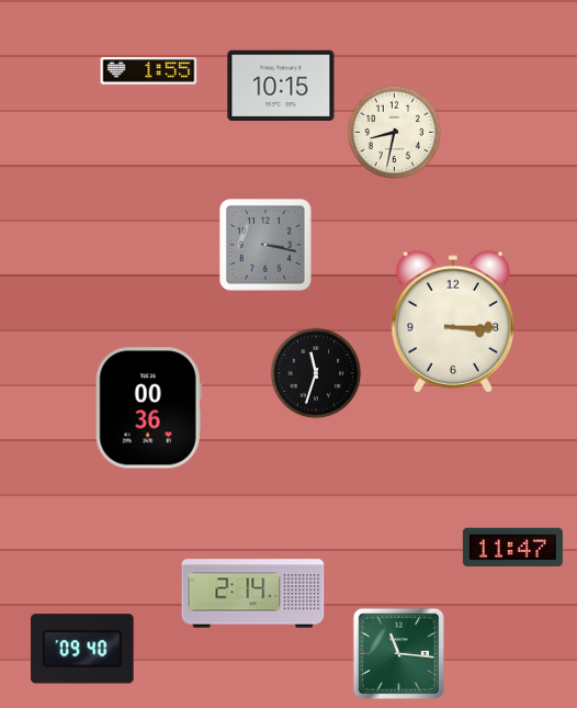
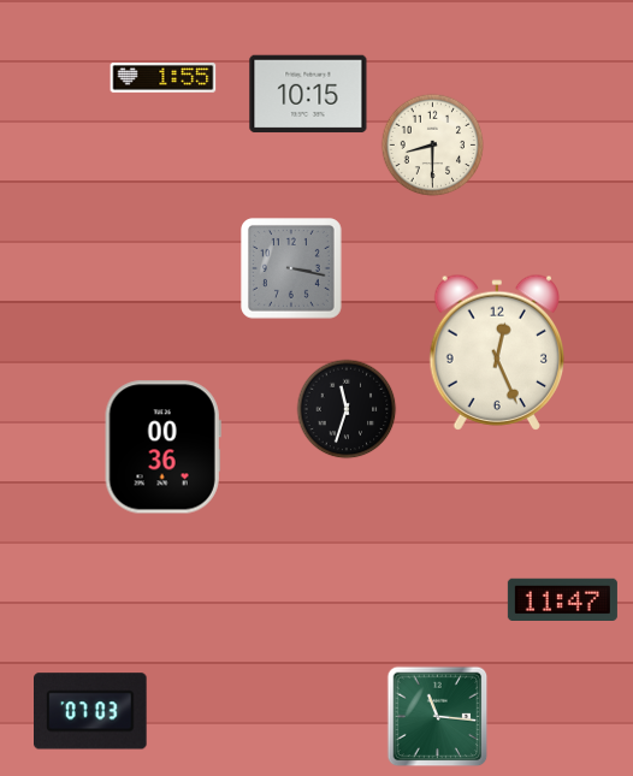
clock at (395, 133): 8:32 -> 8:30
clock at (452, 322): 3:15 -> 12:26
clock at (253, 594): 2:14 -> none
clock at (83, 649): 09:40 -> 07:03
